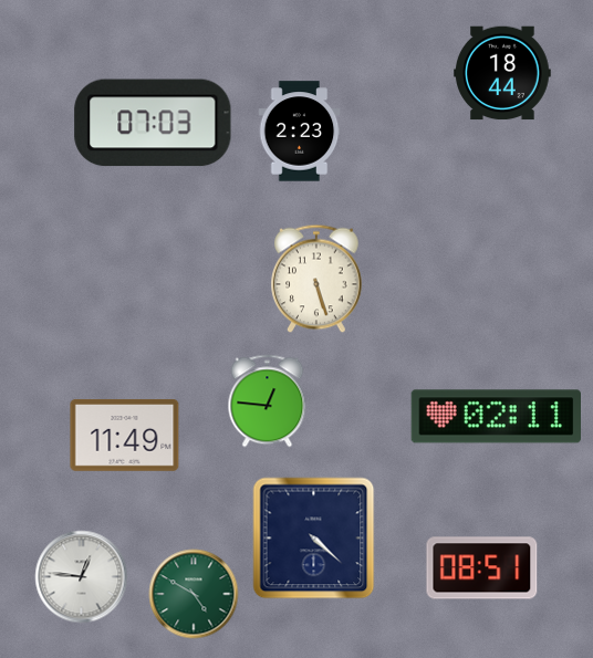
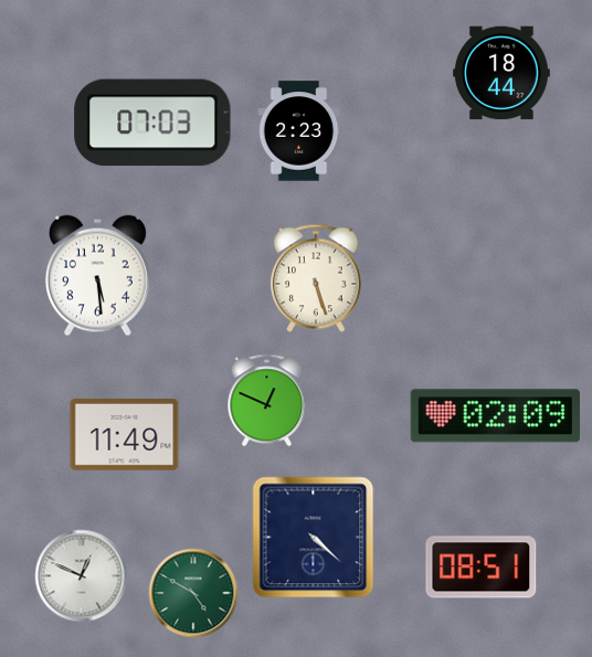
clock at (97, 276): none -> 5:29
clock at (268, 401): 12:46 -> 12:49
clock at (496, 417): 02:11 -> 02:09
clock at (82, 577): 12:46 -> 12:49
